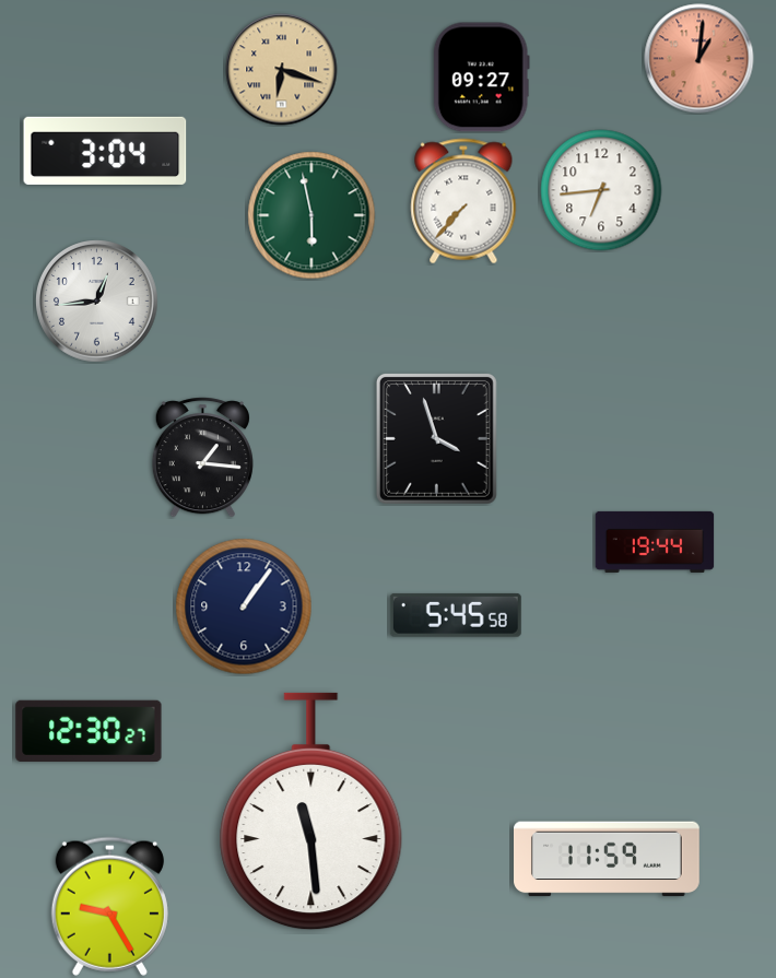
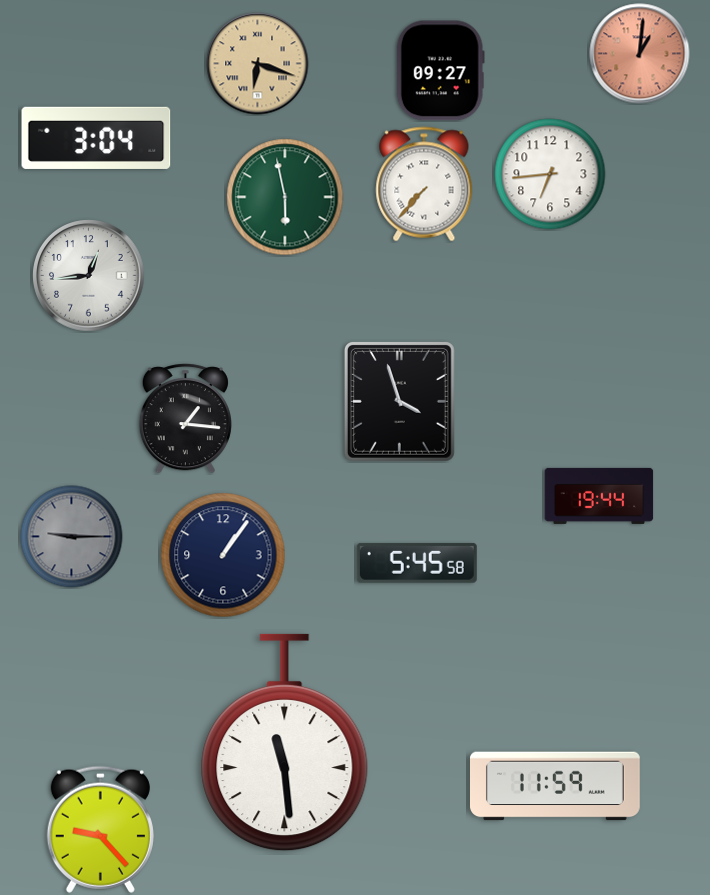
clock at (72, 537): none -> 9:15
clock at (89, 730): 12:30 -> none
clock at (109, 906): 9:25 -> 9:23
